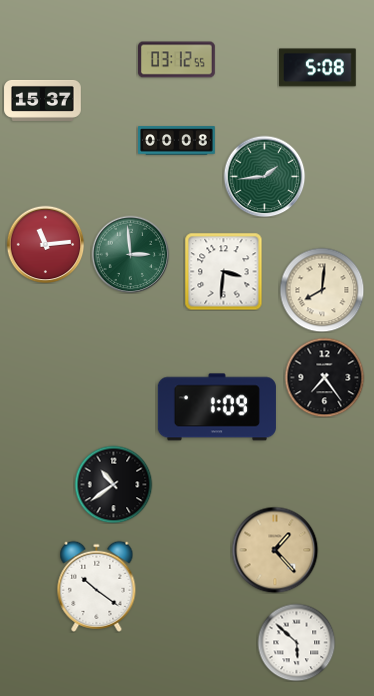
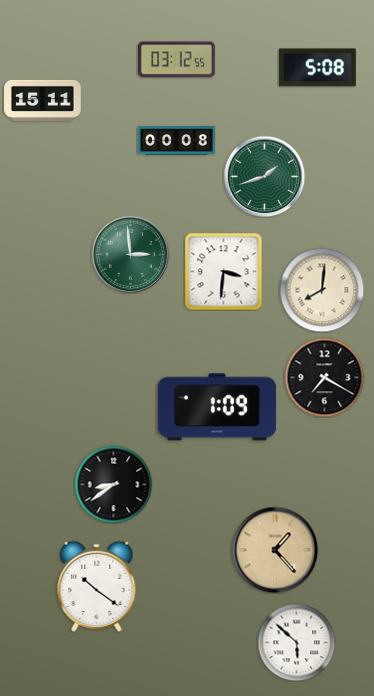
clock at (43, 100): 15:37 -> 15:11
clock at (264, 176): 1:44 -> 1:42
clock at (45, 244): 11:14 -> none
clock at (324, 377): 7:24 -> 7:20
clock at (113, 484): 10:39 -> 8:39
